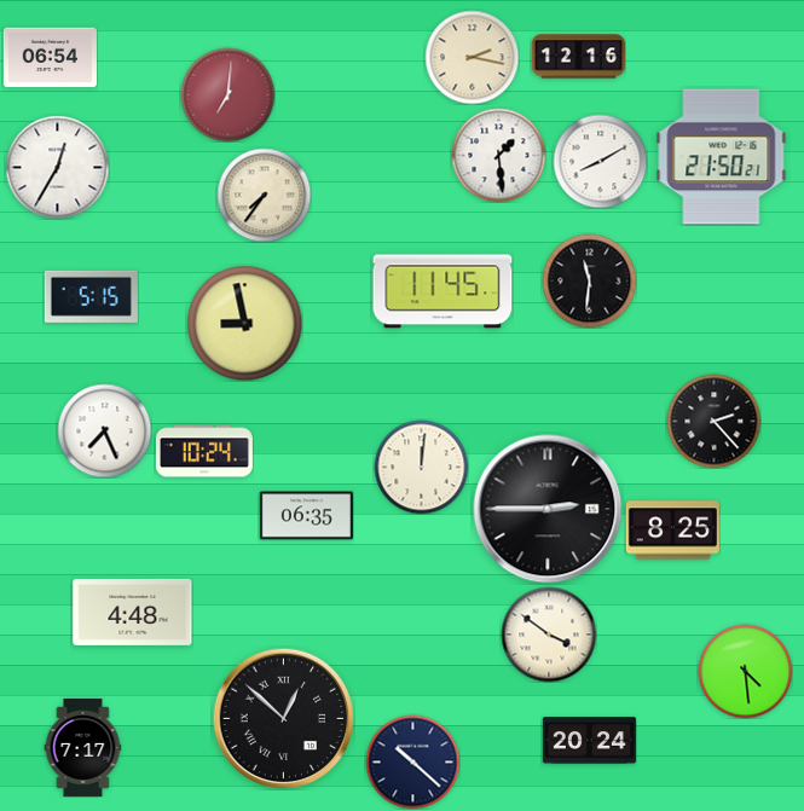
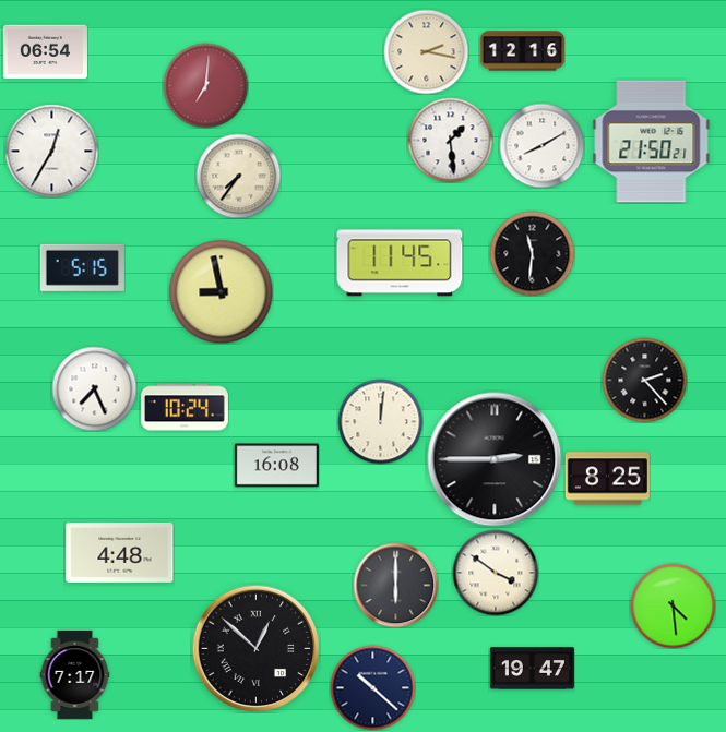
clock at (306, 516): 06:35 -> 16:08
clock at (395, 585): none -> 6:00
clock at (589, 741): 20:24 -> 19:47
